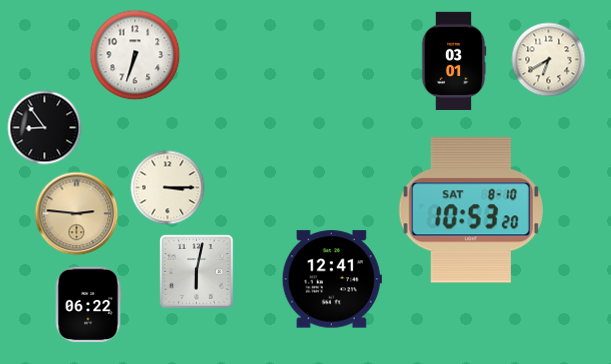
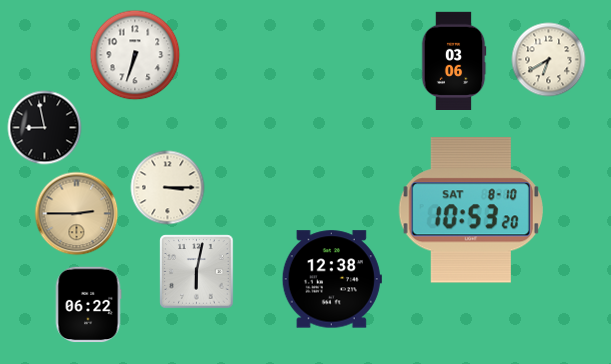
clock at (454, 60): 03:01 -> 03:06
clock at (45, 128): 8:54 -> 8:58
clock at (77, 214): 2:46 -> 2:45
clock at (332, 279): 12:41 -> 12:38
